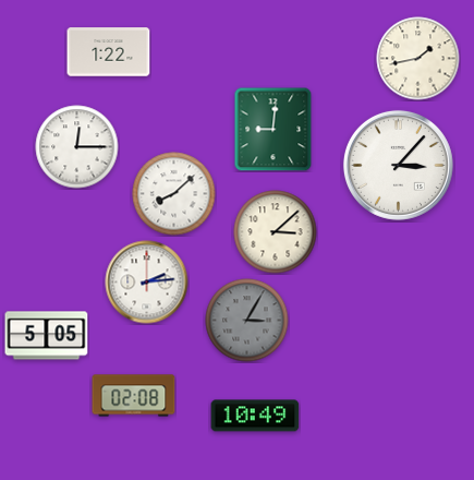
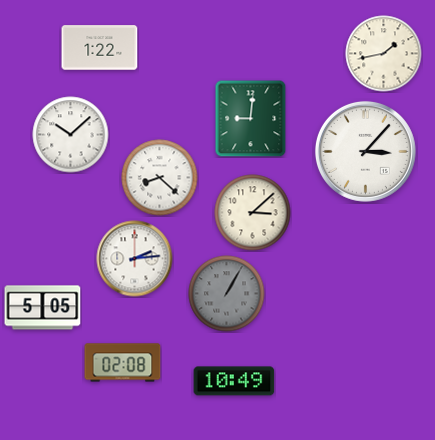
clock at (77, 147): 12:15 -> 10:08
clock at (174, 194): 8:08 -> 8:22
clock at (247, 321): 3:05 -> 1:05
